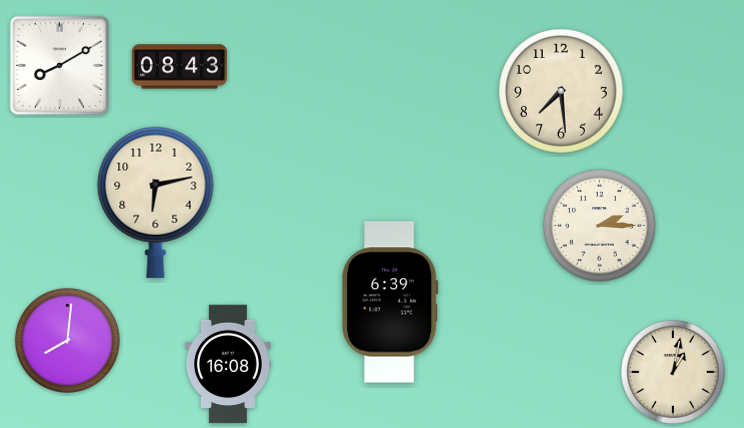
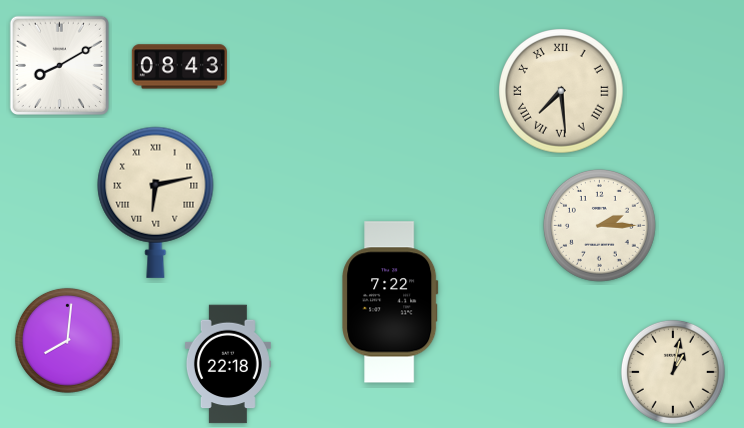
clock at (561, 91) numerals: Arabic -> Roman
clock at (156, 202) numerals: Arabic -> Roman
clock at (390, 302): 6:39 -> 7:22
clock at (228, 364): 16:08 -> 22:18
